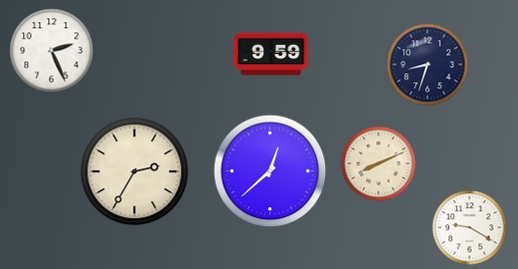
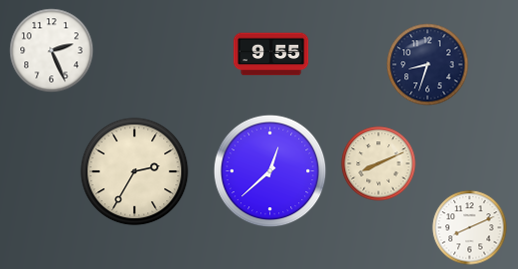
clock at (271, 54): 9:59 -> 9:55
clock at (470, 228): 9:20 -> 8:11
